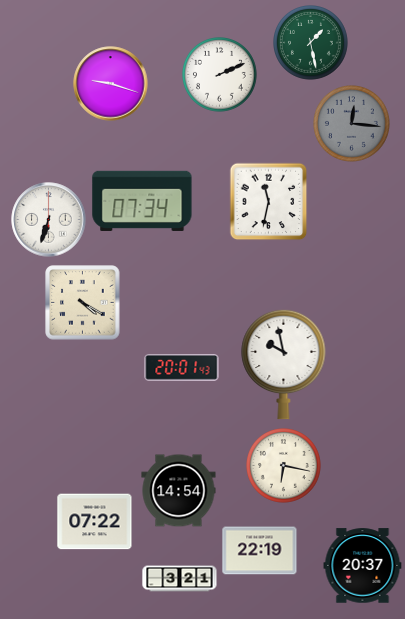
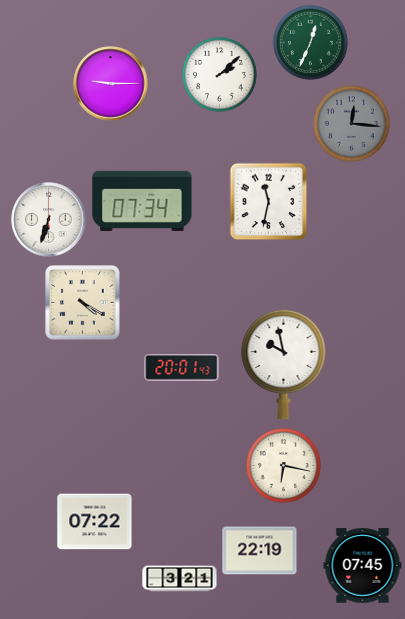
clock at (311, 43): 1:28 -> 12:34
clock at (220, 75): 2:11 -> 2:08
clock at (111, 84): 9:18 -> 9:15
clock at (179, 491): 14:54 -> none
clock at (363, 566): 20:37 -> 07:45
